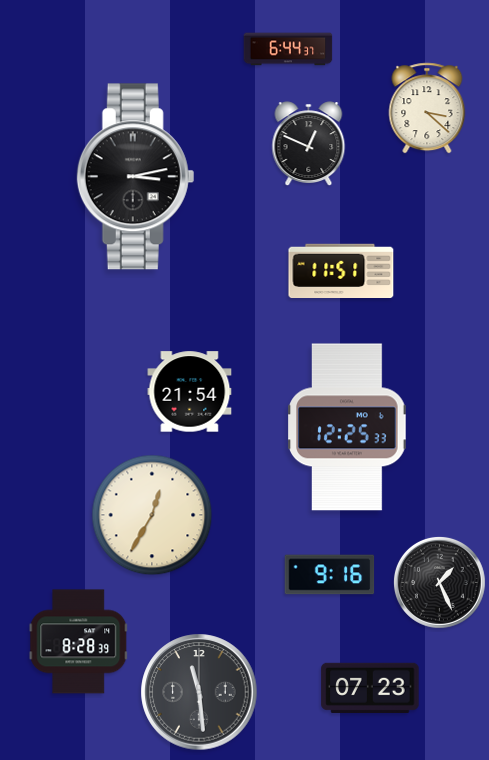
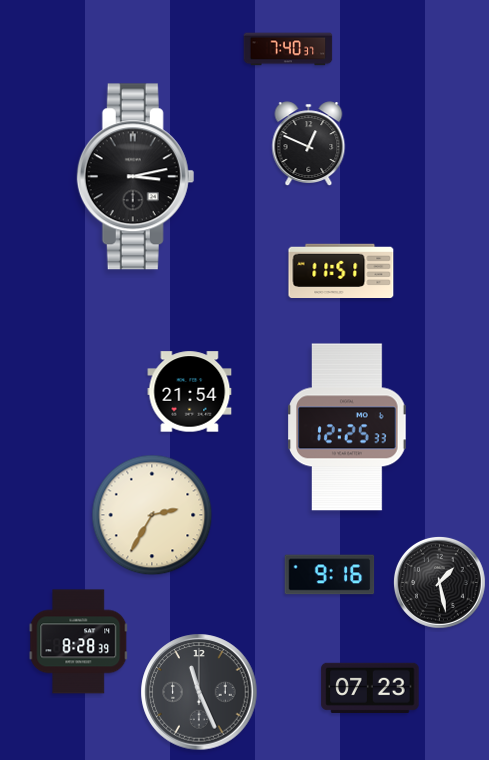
clock at (288, 49): 6:44 -> 7:40
clock at (427, 108): 3:22 -> none
clock at (152, 515): 12:35 -> 2:35
clock at (439, 582): 1:26 -> 1:28
clock at (199, 692): 11:29 -> 11:26
